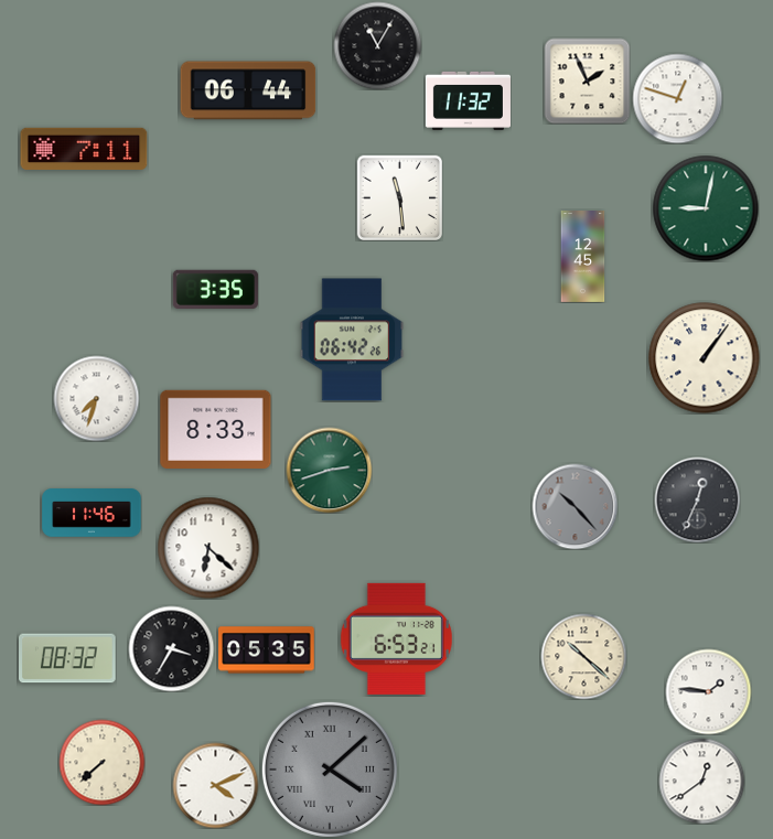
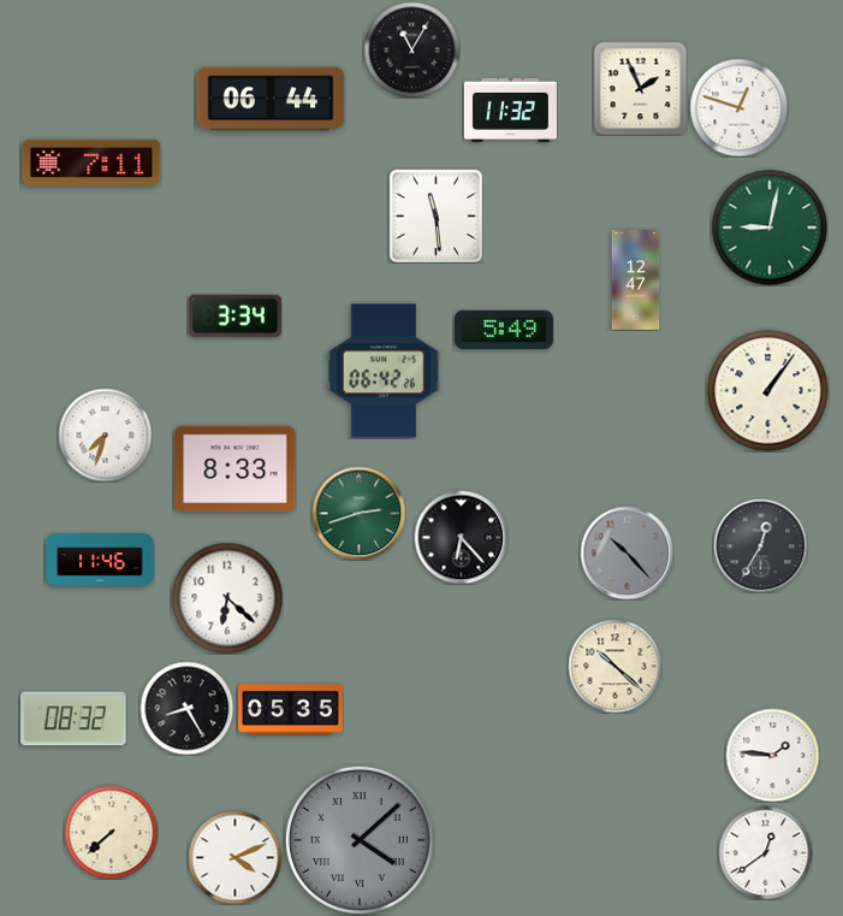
clock at (583, 257): 12:45 -> 12:47
clock at (215, 289): 3:35 -> 3:34
clock at (504, 330): none -> 5:49
clock at (461, 537): none -> 6:23
clock at (697, 499): 12:34 -> 12:35
clock at (396, 638): 6:53 -> none
clock at (171, 648): 3:35 -> 8:25
clock at (583, 656) position: (583, 656) -> (615, 666)
